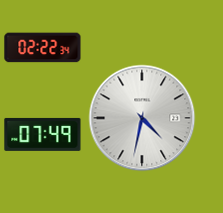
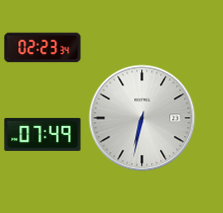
clock at (43, 48): 02:22 -> 02:23
clock at (142, 118): 4:32 -> 6:32
